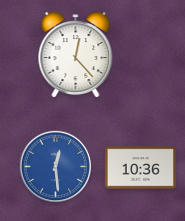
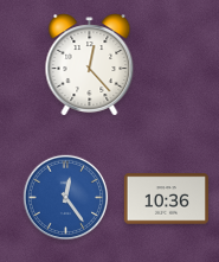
clock at (56, 167): 12:29 -> 12:24
